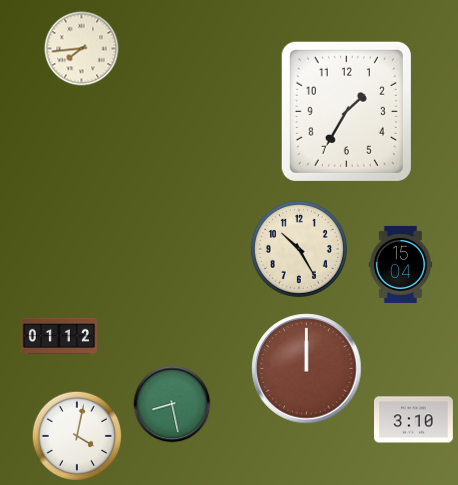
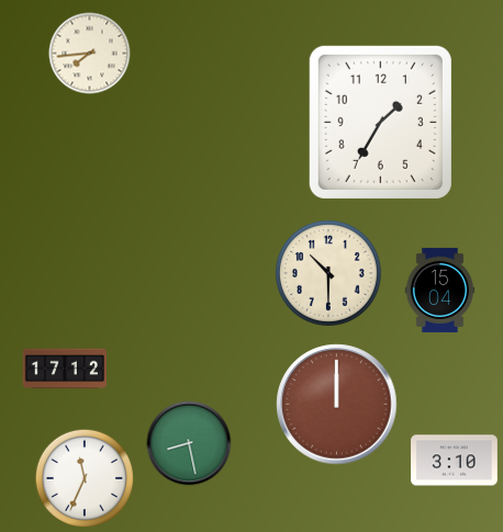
clock at (299, 249): 10:25 -> 10:30
clock at (58, 336): 01:12 -> 17:12
clock at (77, 436): 4:02 -> 11:34
